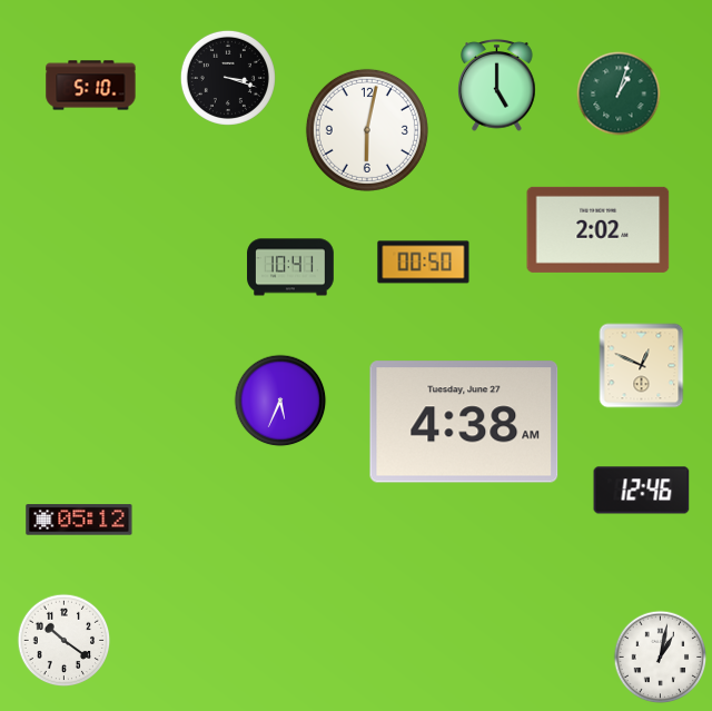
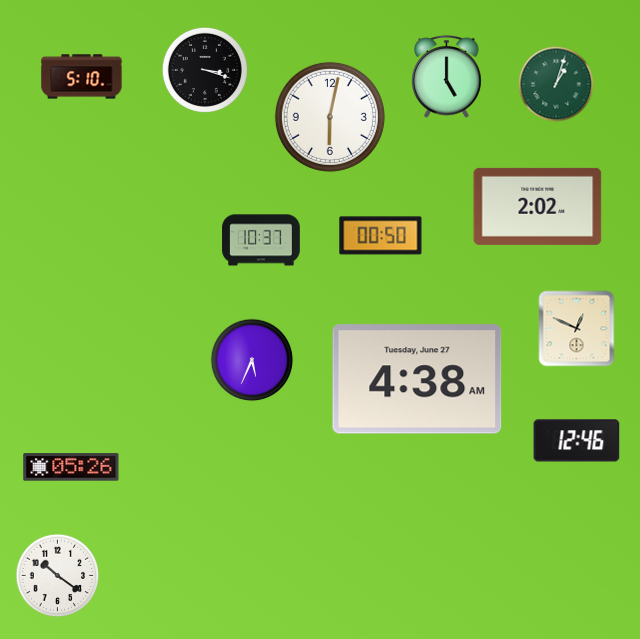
clock at (290, 267): 10:41 -> 10:37
clock at (79, 520): 05:12 -> 05:26
clock at (661, 658): 1:02 -> none
